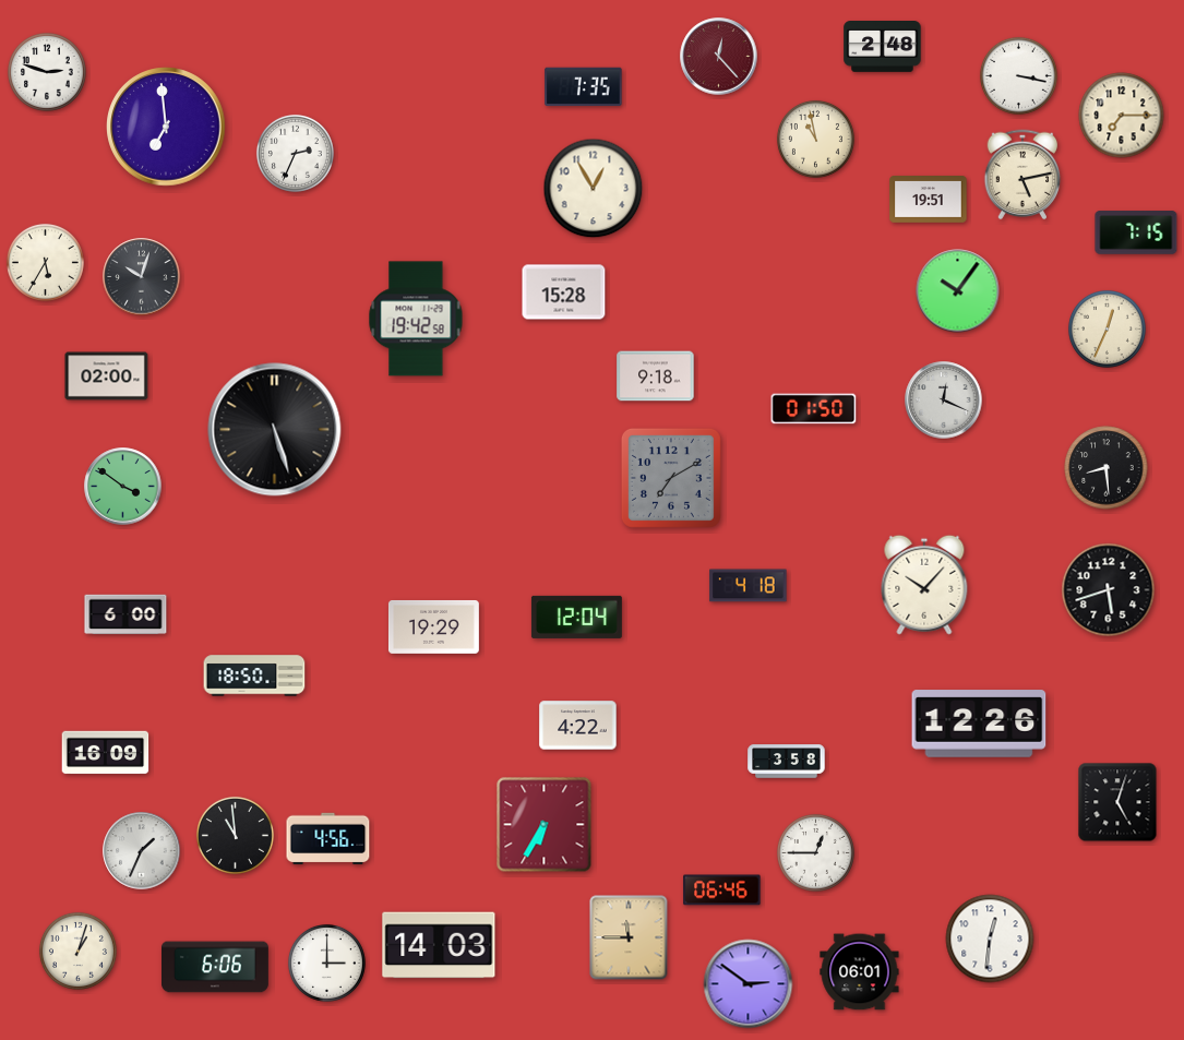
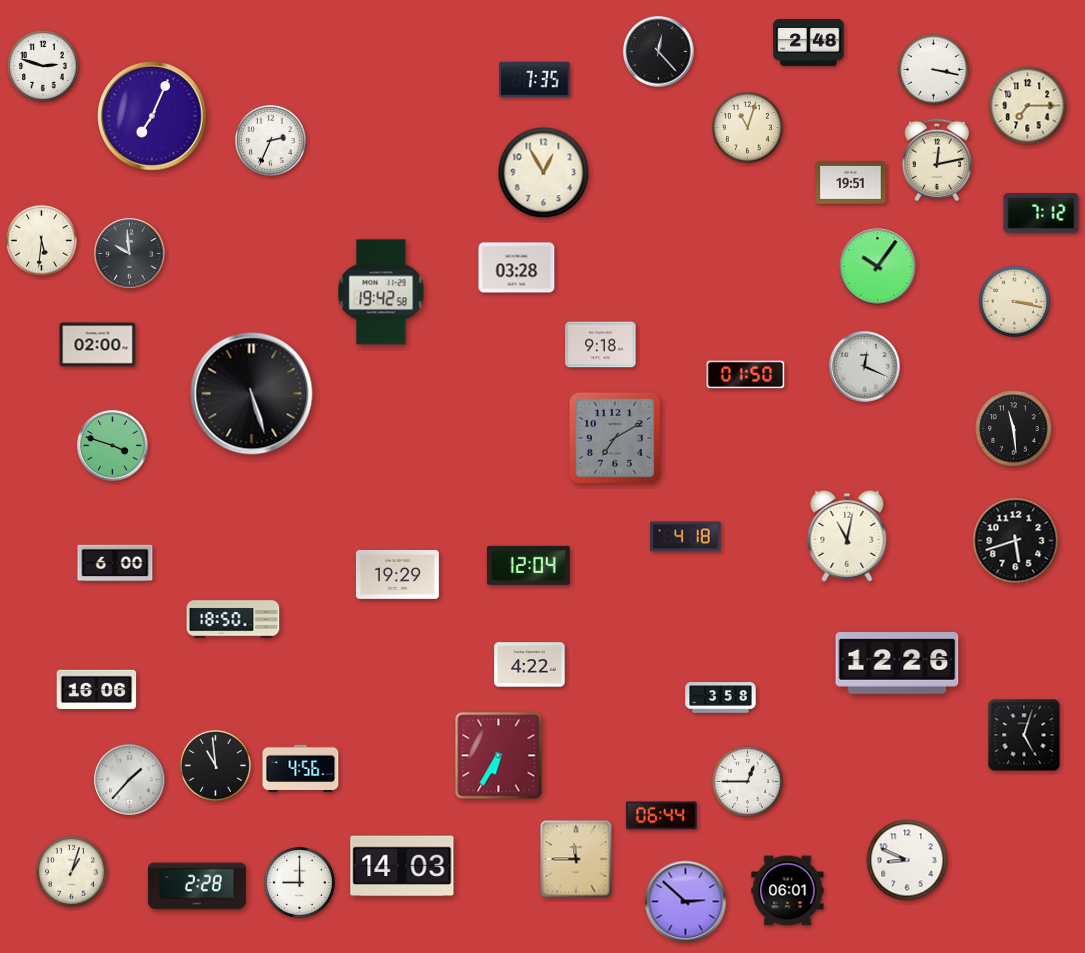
clock at (719, 57) dial: burgundy -> black
clock at (166, 127): 6:59 -> 7:04
clock at (815, 139): 10:58 -> 11:03
clock at (1022, 175): 5:13 -> 12:13
clock at (1136, 232): 7:15 -> 7:12
clock at (45, 262): 5:35 -> 5:31
clock at (142, 277): 10:03 -> 9:59
clock at (564, 292): 15:28 -> 03:28
clock at (1107, 328): 12:34 -> 3:17
clock at (1107, 468): 8:29 -> 11:29
clock at (123, 487): 3:51 -> 3:48
clock at (924, 585): 10:07 -> 11:02
clock at (106, 753): 16:09 -> 16:06
clock at (142, 851): 1:34 -> 1:37
clock at (722, 890): 06:46 -> 06:44
clock at (990, 939): 12:31 -> 8:49
clock at (326, 963): 3:00 -> 9:00
clock at (215, 967): 6:06 -> 2:28
clock at (749, 984): 2:51 -> 2:52
